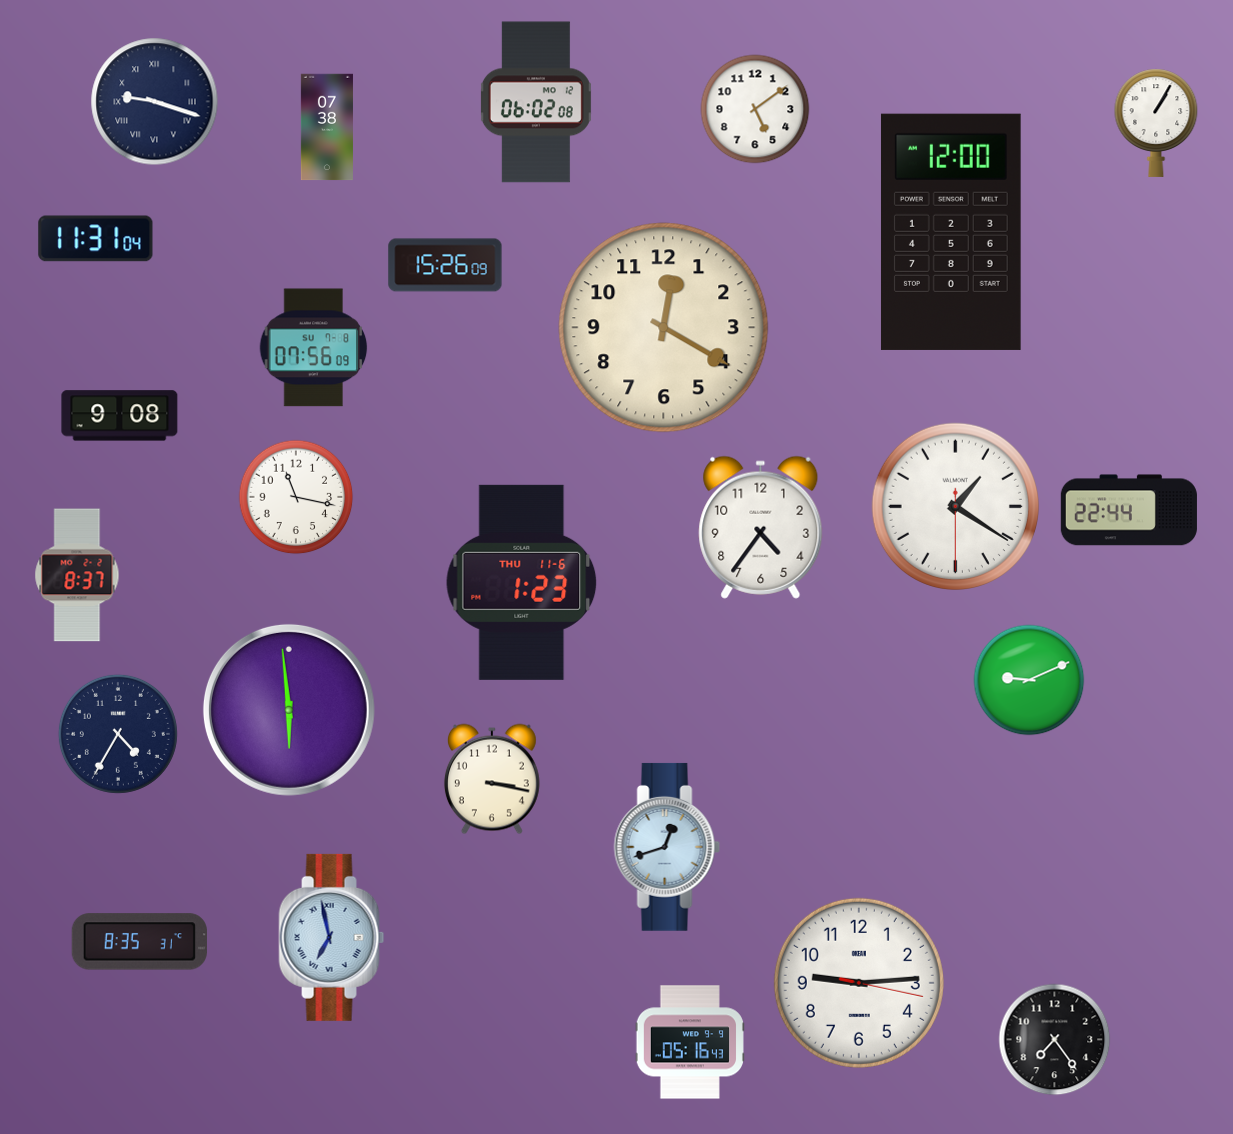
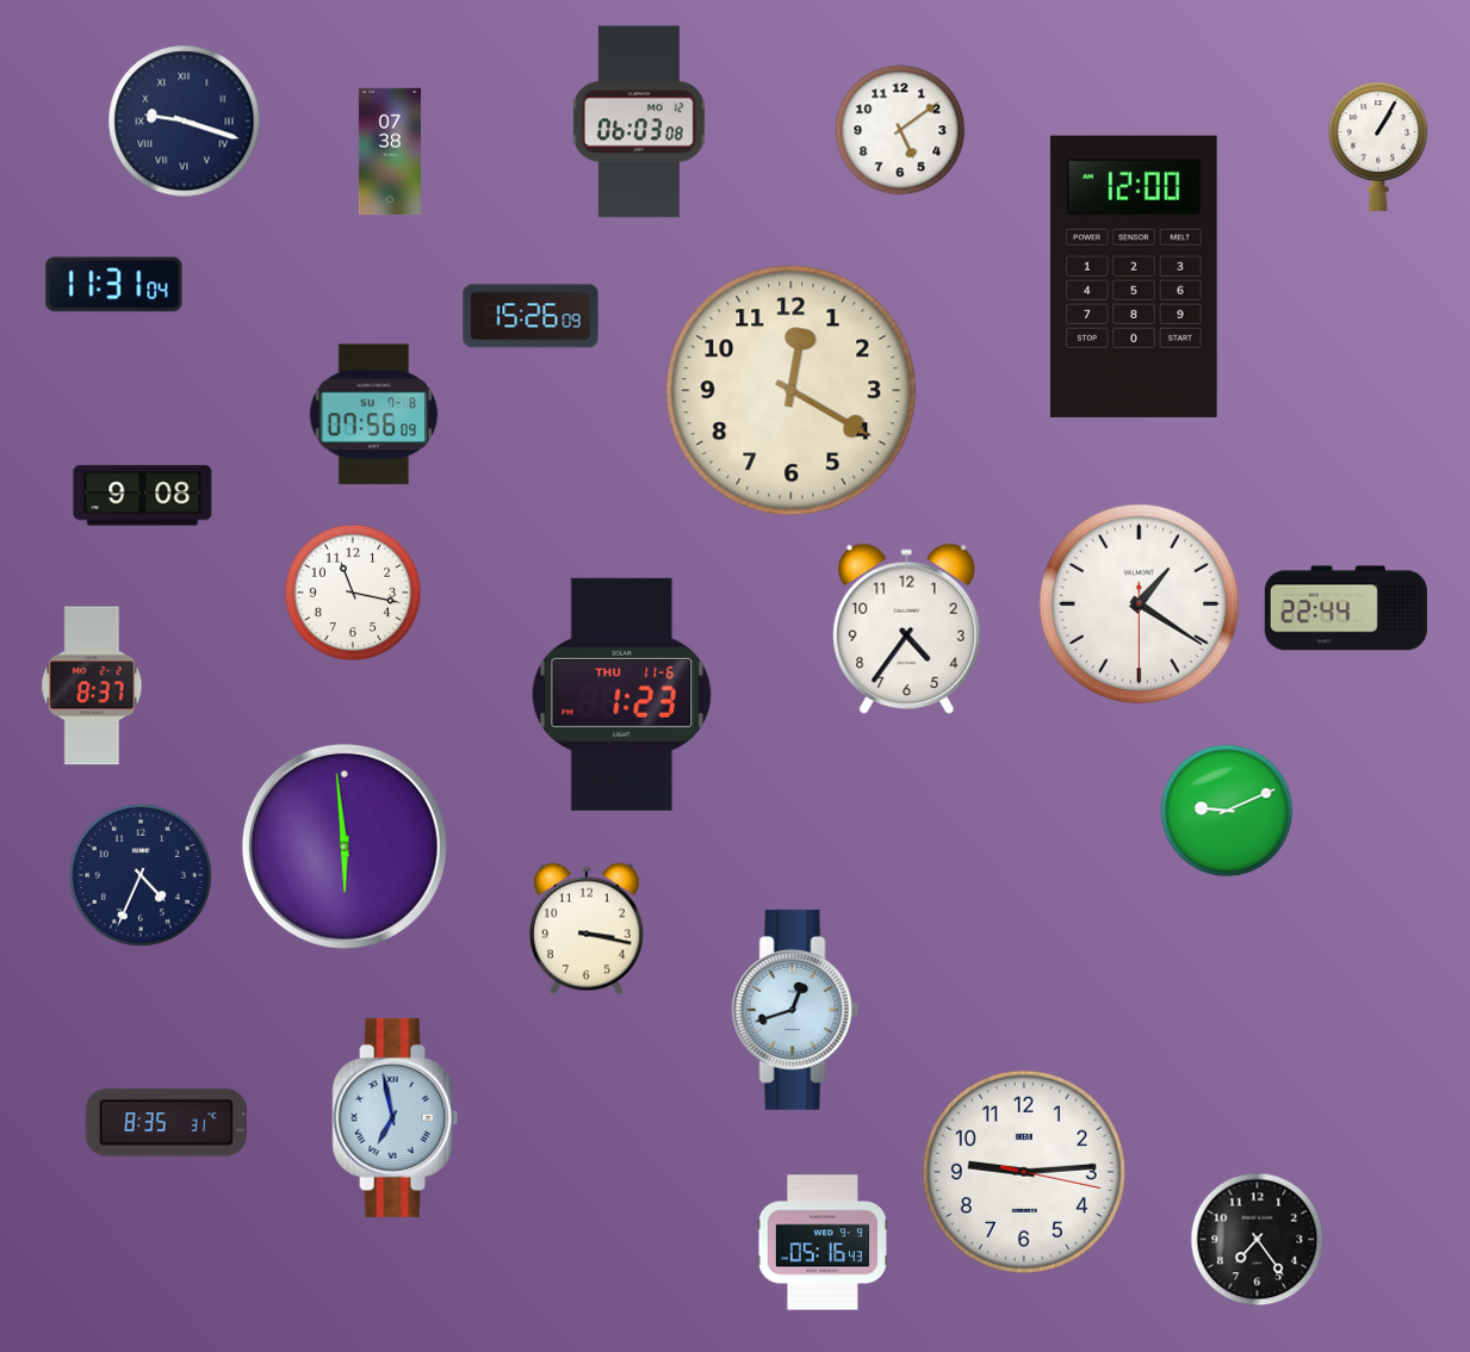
clock at (536, 102): 06:02 -> 06:03
clock at (118, 734): 4:35 -> 4:34
